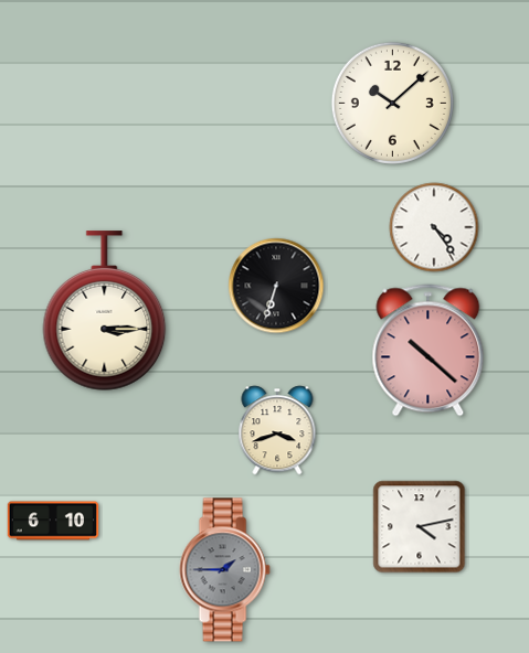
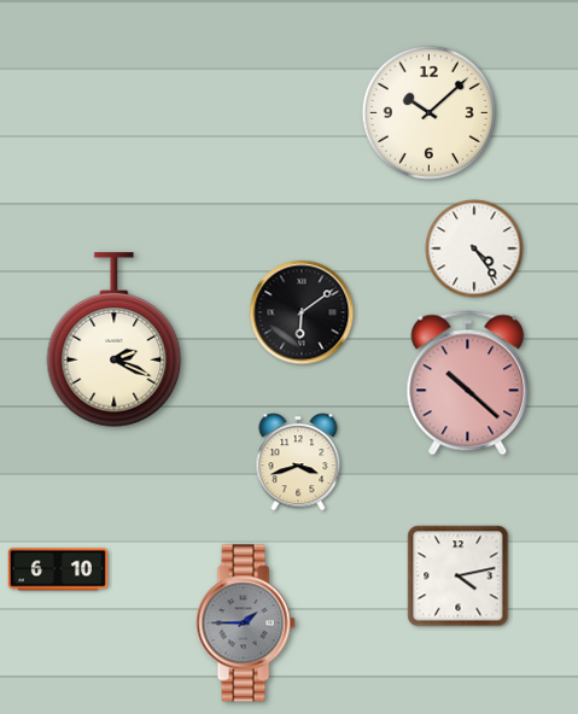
clock at (276, 286): 6:33 -> 6:09
clock at (105, 311): 3:15 -> 2:19
clock at (277, 430) position: (277, 430) -> (298, 462)
